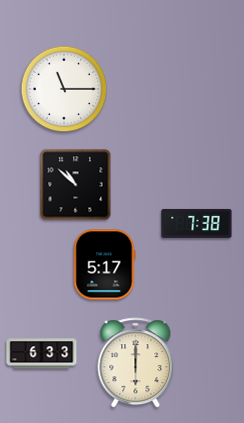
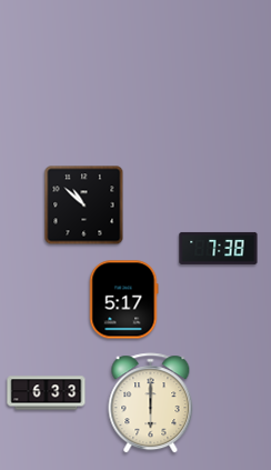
clock at (64, 89): 11:15 -> none
clock at (105, 265) position: (105, 265) -> (124, 300)
